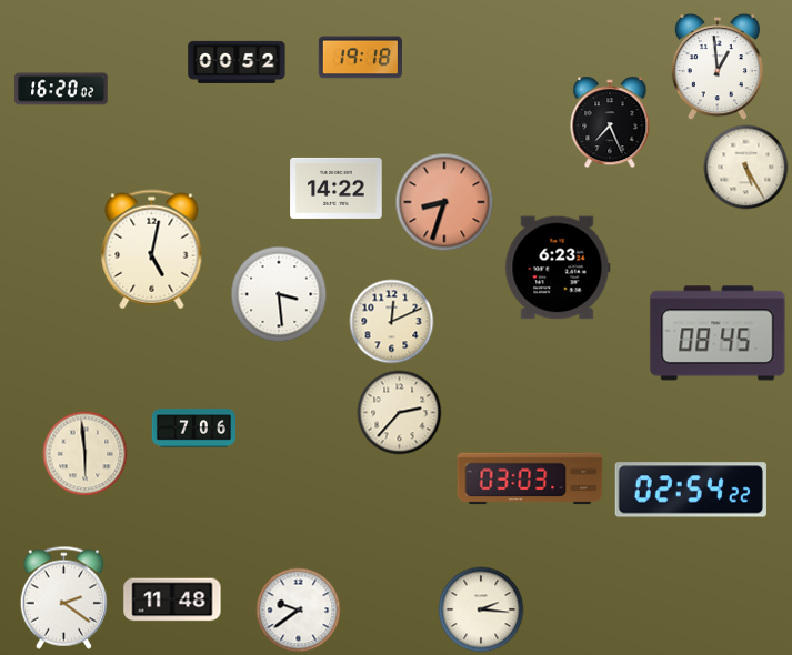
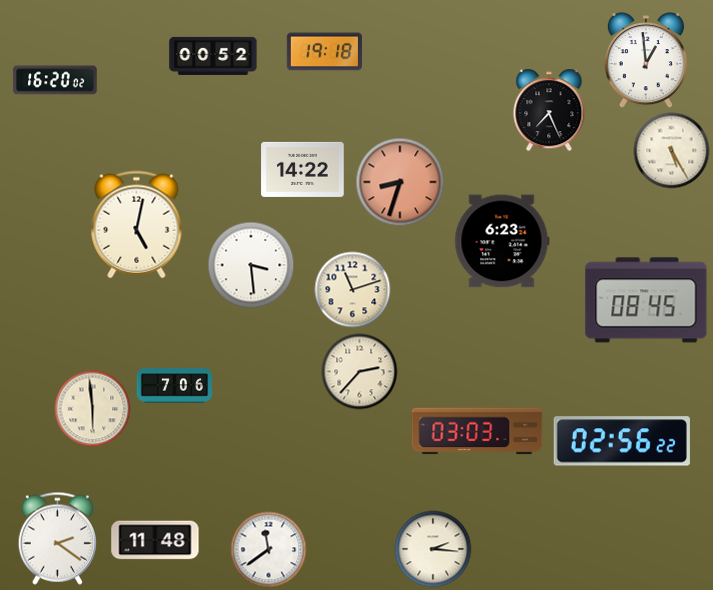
clock at (392, 322): 12:11 -> 11:12
clock at (86, 454) position: (86, 454) -> (93, 409)
clock at (691, 490): 02:54 -> 02:56
clock at (299, 611): 9:39 -> 11:39
